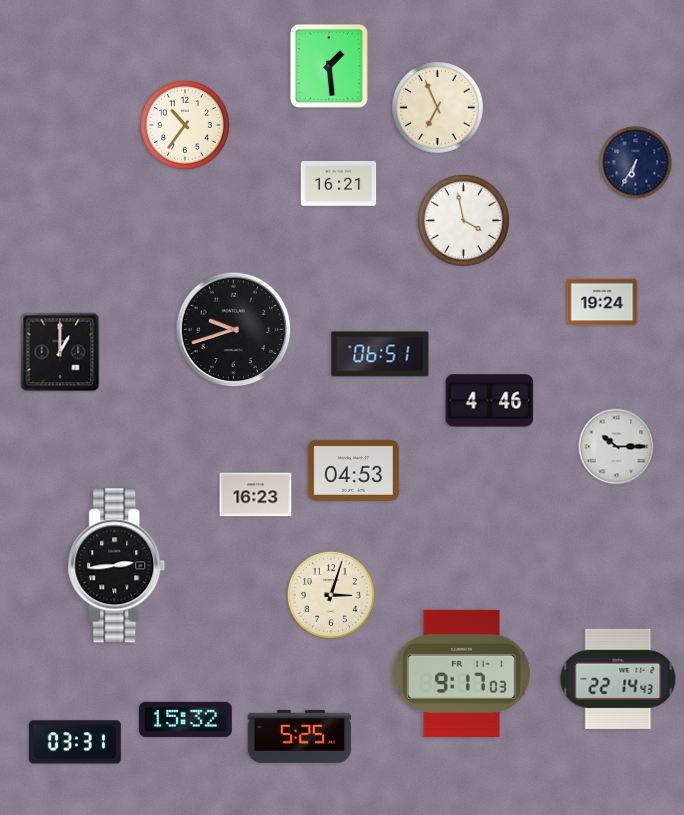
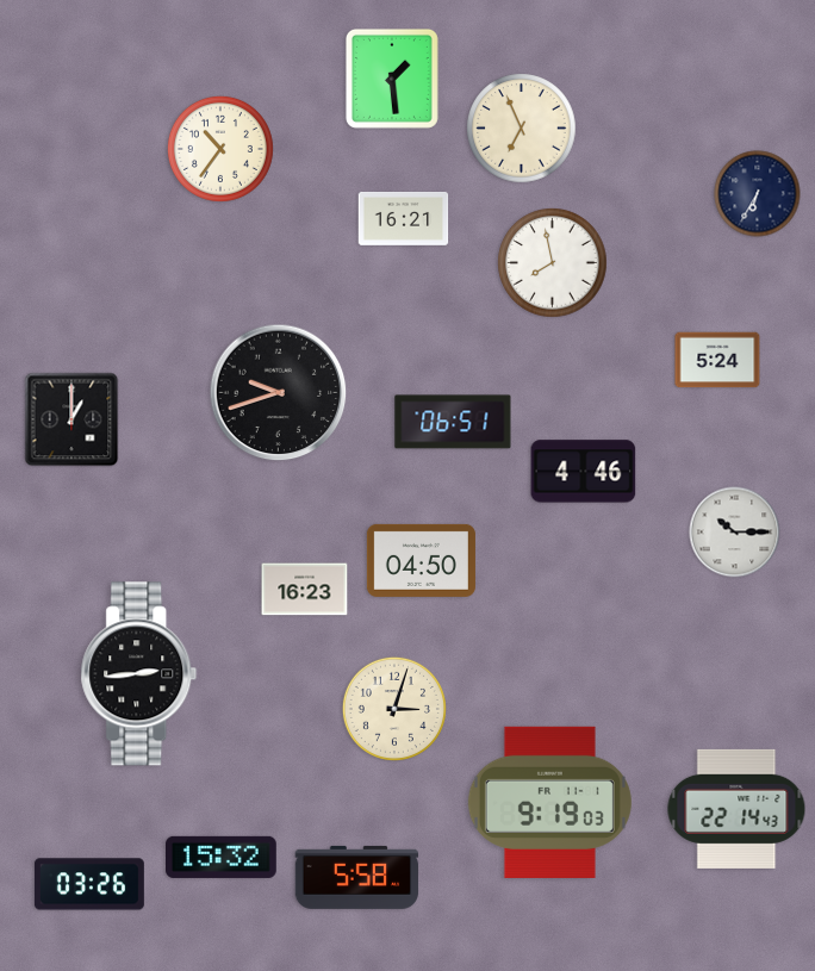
clock at (464, 221): 3:58 -> 7:58
clock at (602, 302): 19:24 -> 5:24
clock at (490, 401) position: (490, 401) -> (584, 472)
clock at (353, 470): 04:53 -> 04:50
clock at (461, 673): 9:17 -> 9:19
clock at (300, 736): 5:25 -> 5:58
clock at (75, 742): 03:31 -> 03:26
